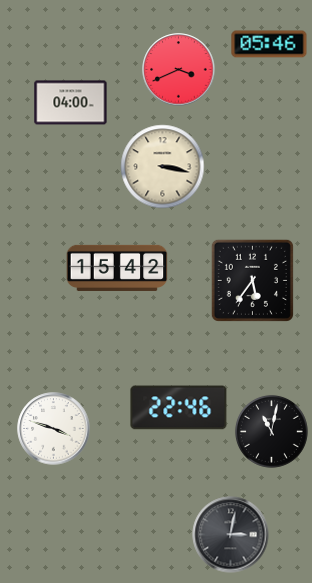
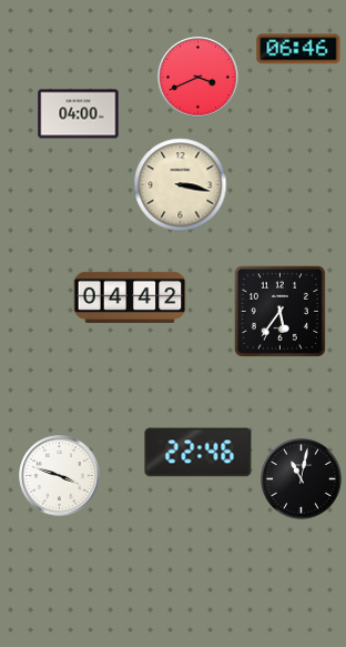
clock at (269, 44): 05:46 -> 06:46
clock at (117, 268): 15:42 -> 04:42
clock at (231, 535): 3:02 -> none
